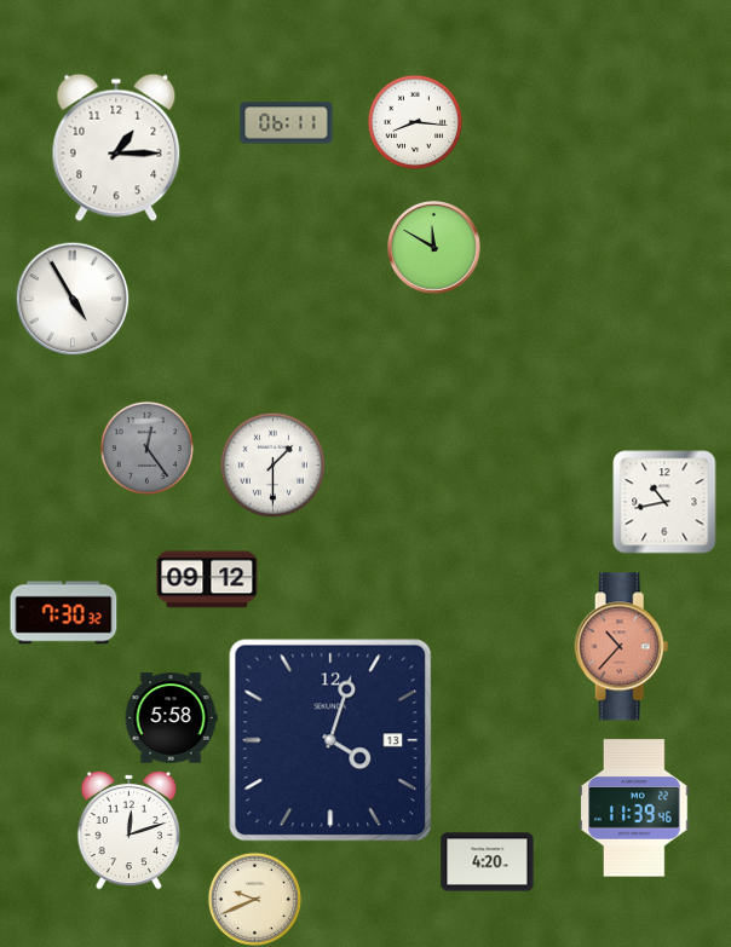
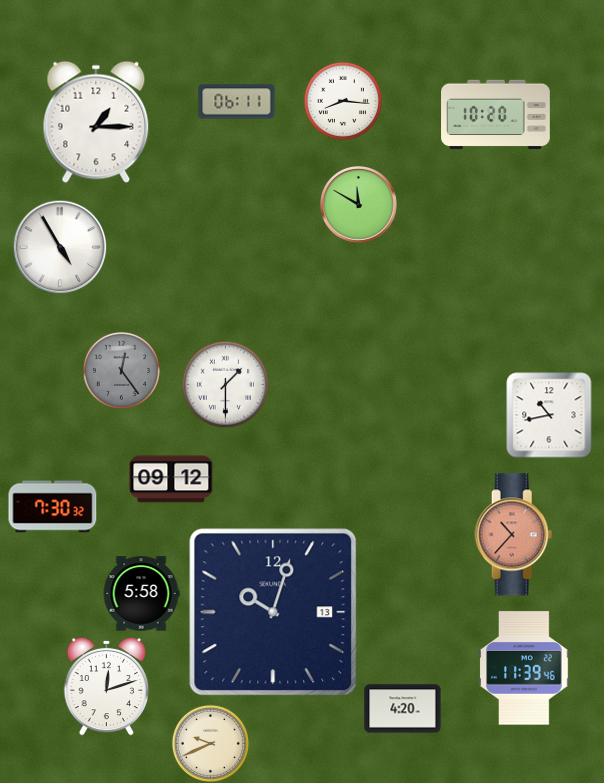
clock at (496, 115): none -> 10:20
clock at (330, 740): 4:03 -> 10:03
clock at (488, 862) position: (488, 862) -> (403, 709)
